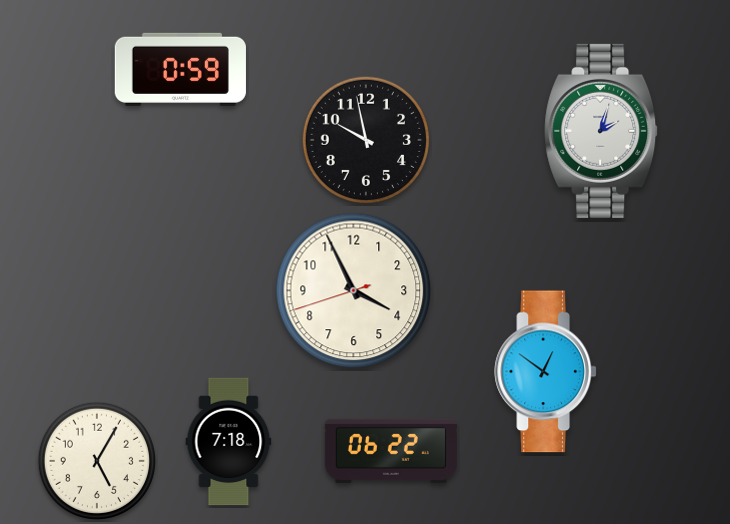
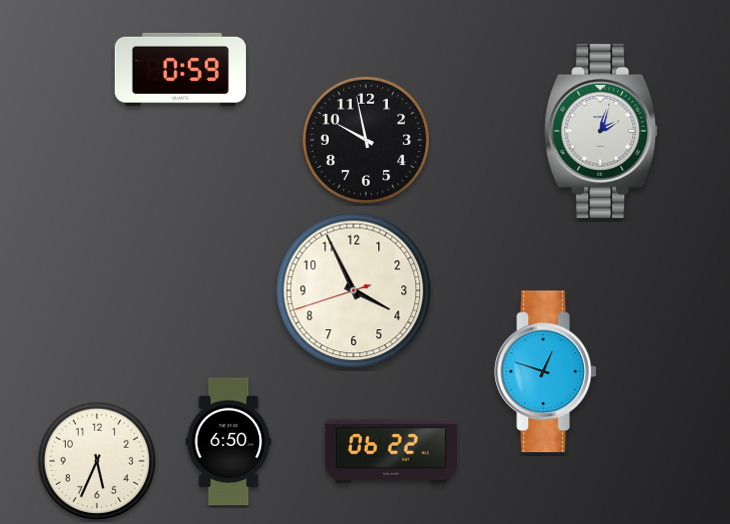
clock at (545, 372): 12:51 -> 12:48
clock at (229, 442): 7:18 -> 6:50
clock at (97, 461): 5:05 -> 5:34
